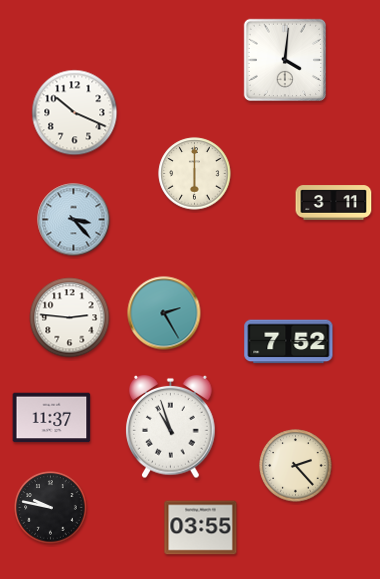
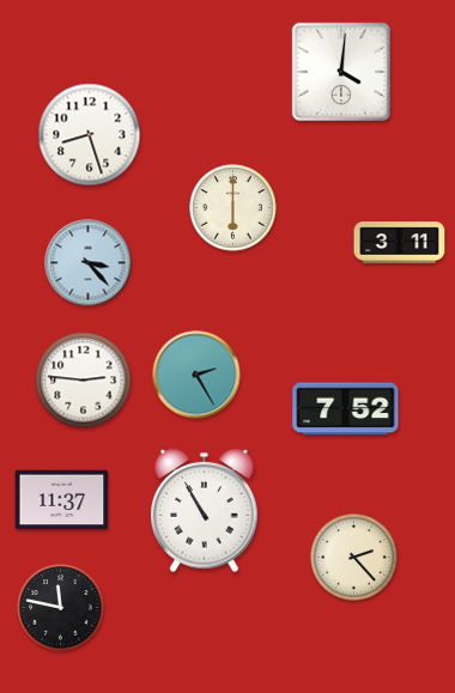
clock at (75, 113): 10:19 -> 8:27
clock at (171, 427): 10:57 -> 10:55
clock at (51, 508): 9:47 -> 11:47
clock at (201, 528): 03:55 -> none
